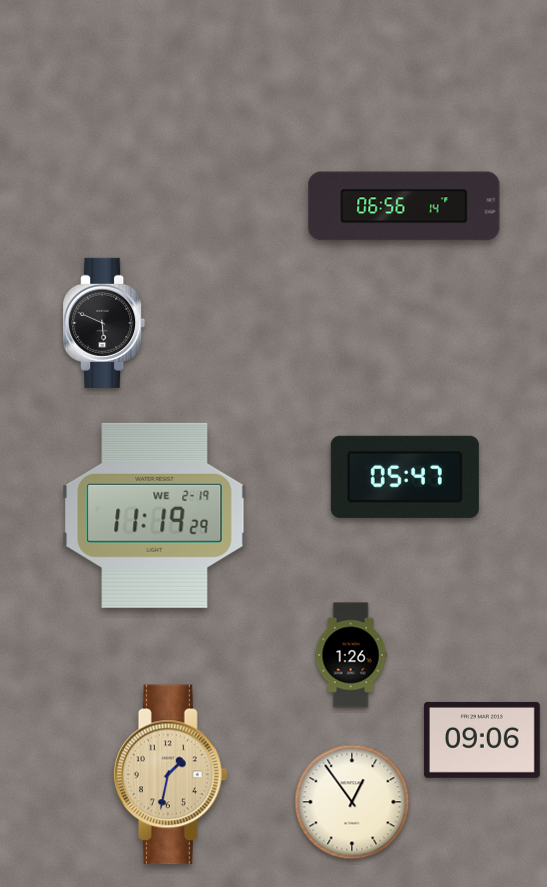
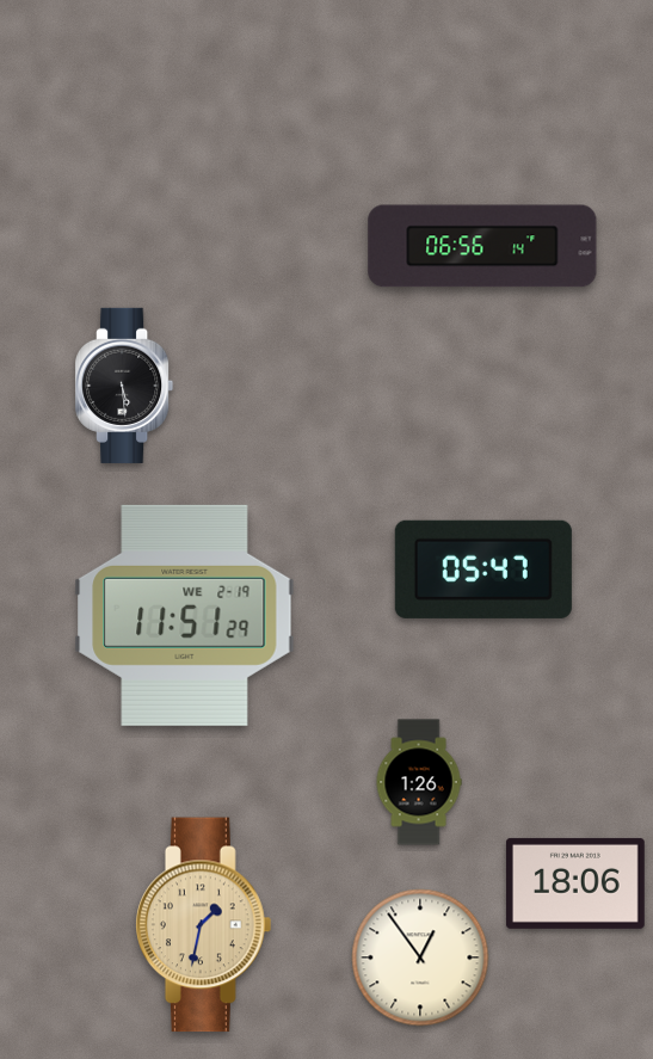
clock at (104, 323): 5:49 -> 5:29
clock at (155, 515): 11:19 -> 11:51
clock at (482, 740): 09:06 -> 18:06
